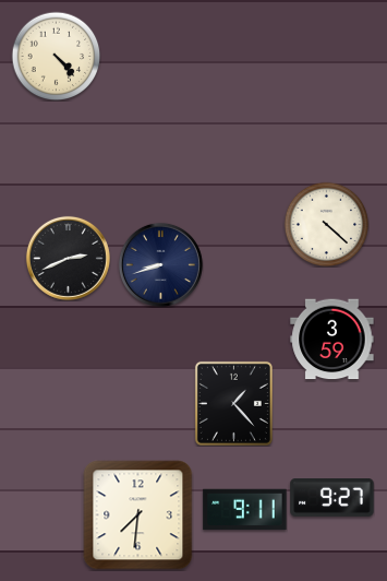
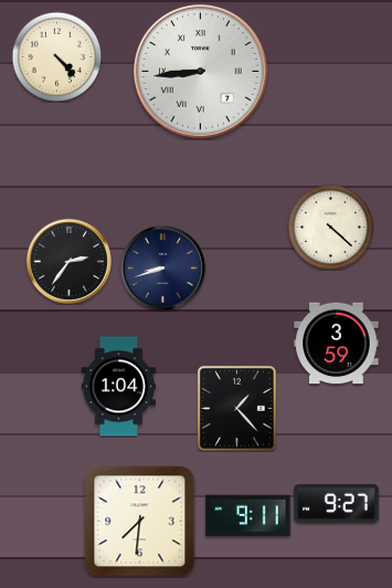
clock at (201, 72): none -> 8:44
clock at (68, 258): 2:41 -> 2:36
clock at (118, 387): none -> 1:04
